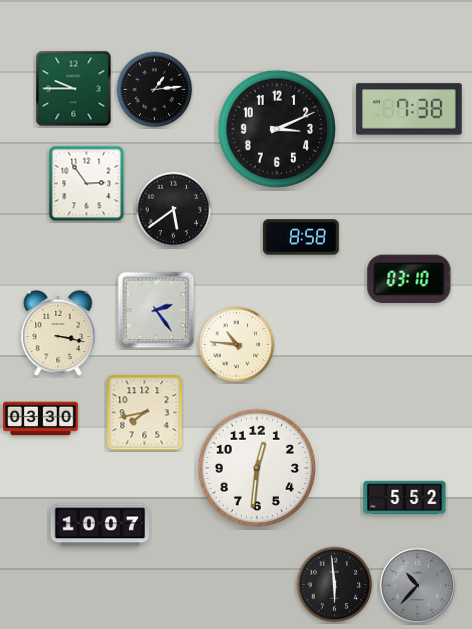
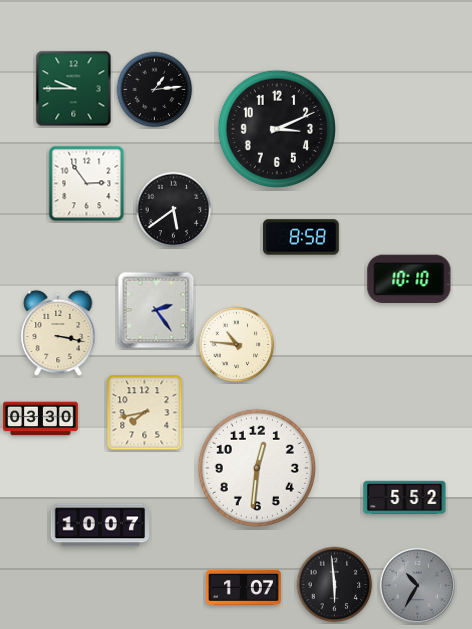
clock at (409, 109): 7:38 -> none
clock at (409, 279): 03:10 -> 10:10
clock at (417, 585): 10:37 -> 10:35
clock at (244, 587): none -> 1:07
